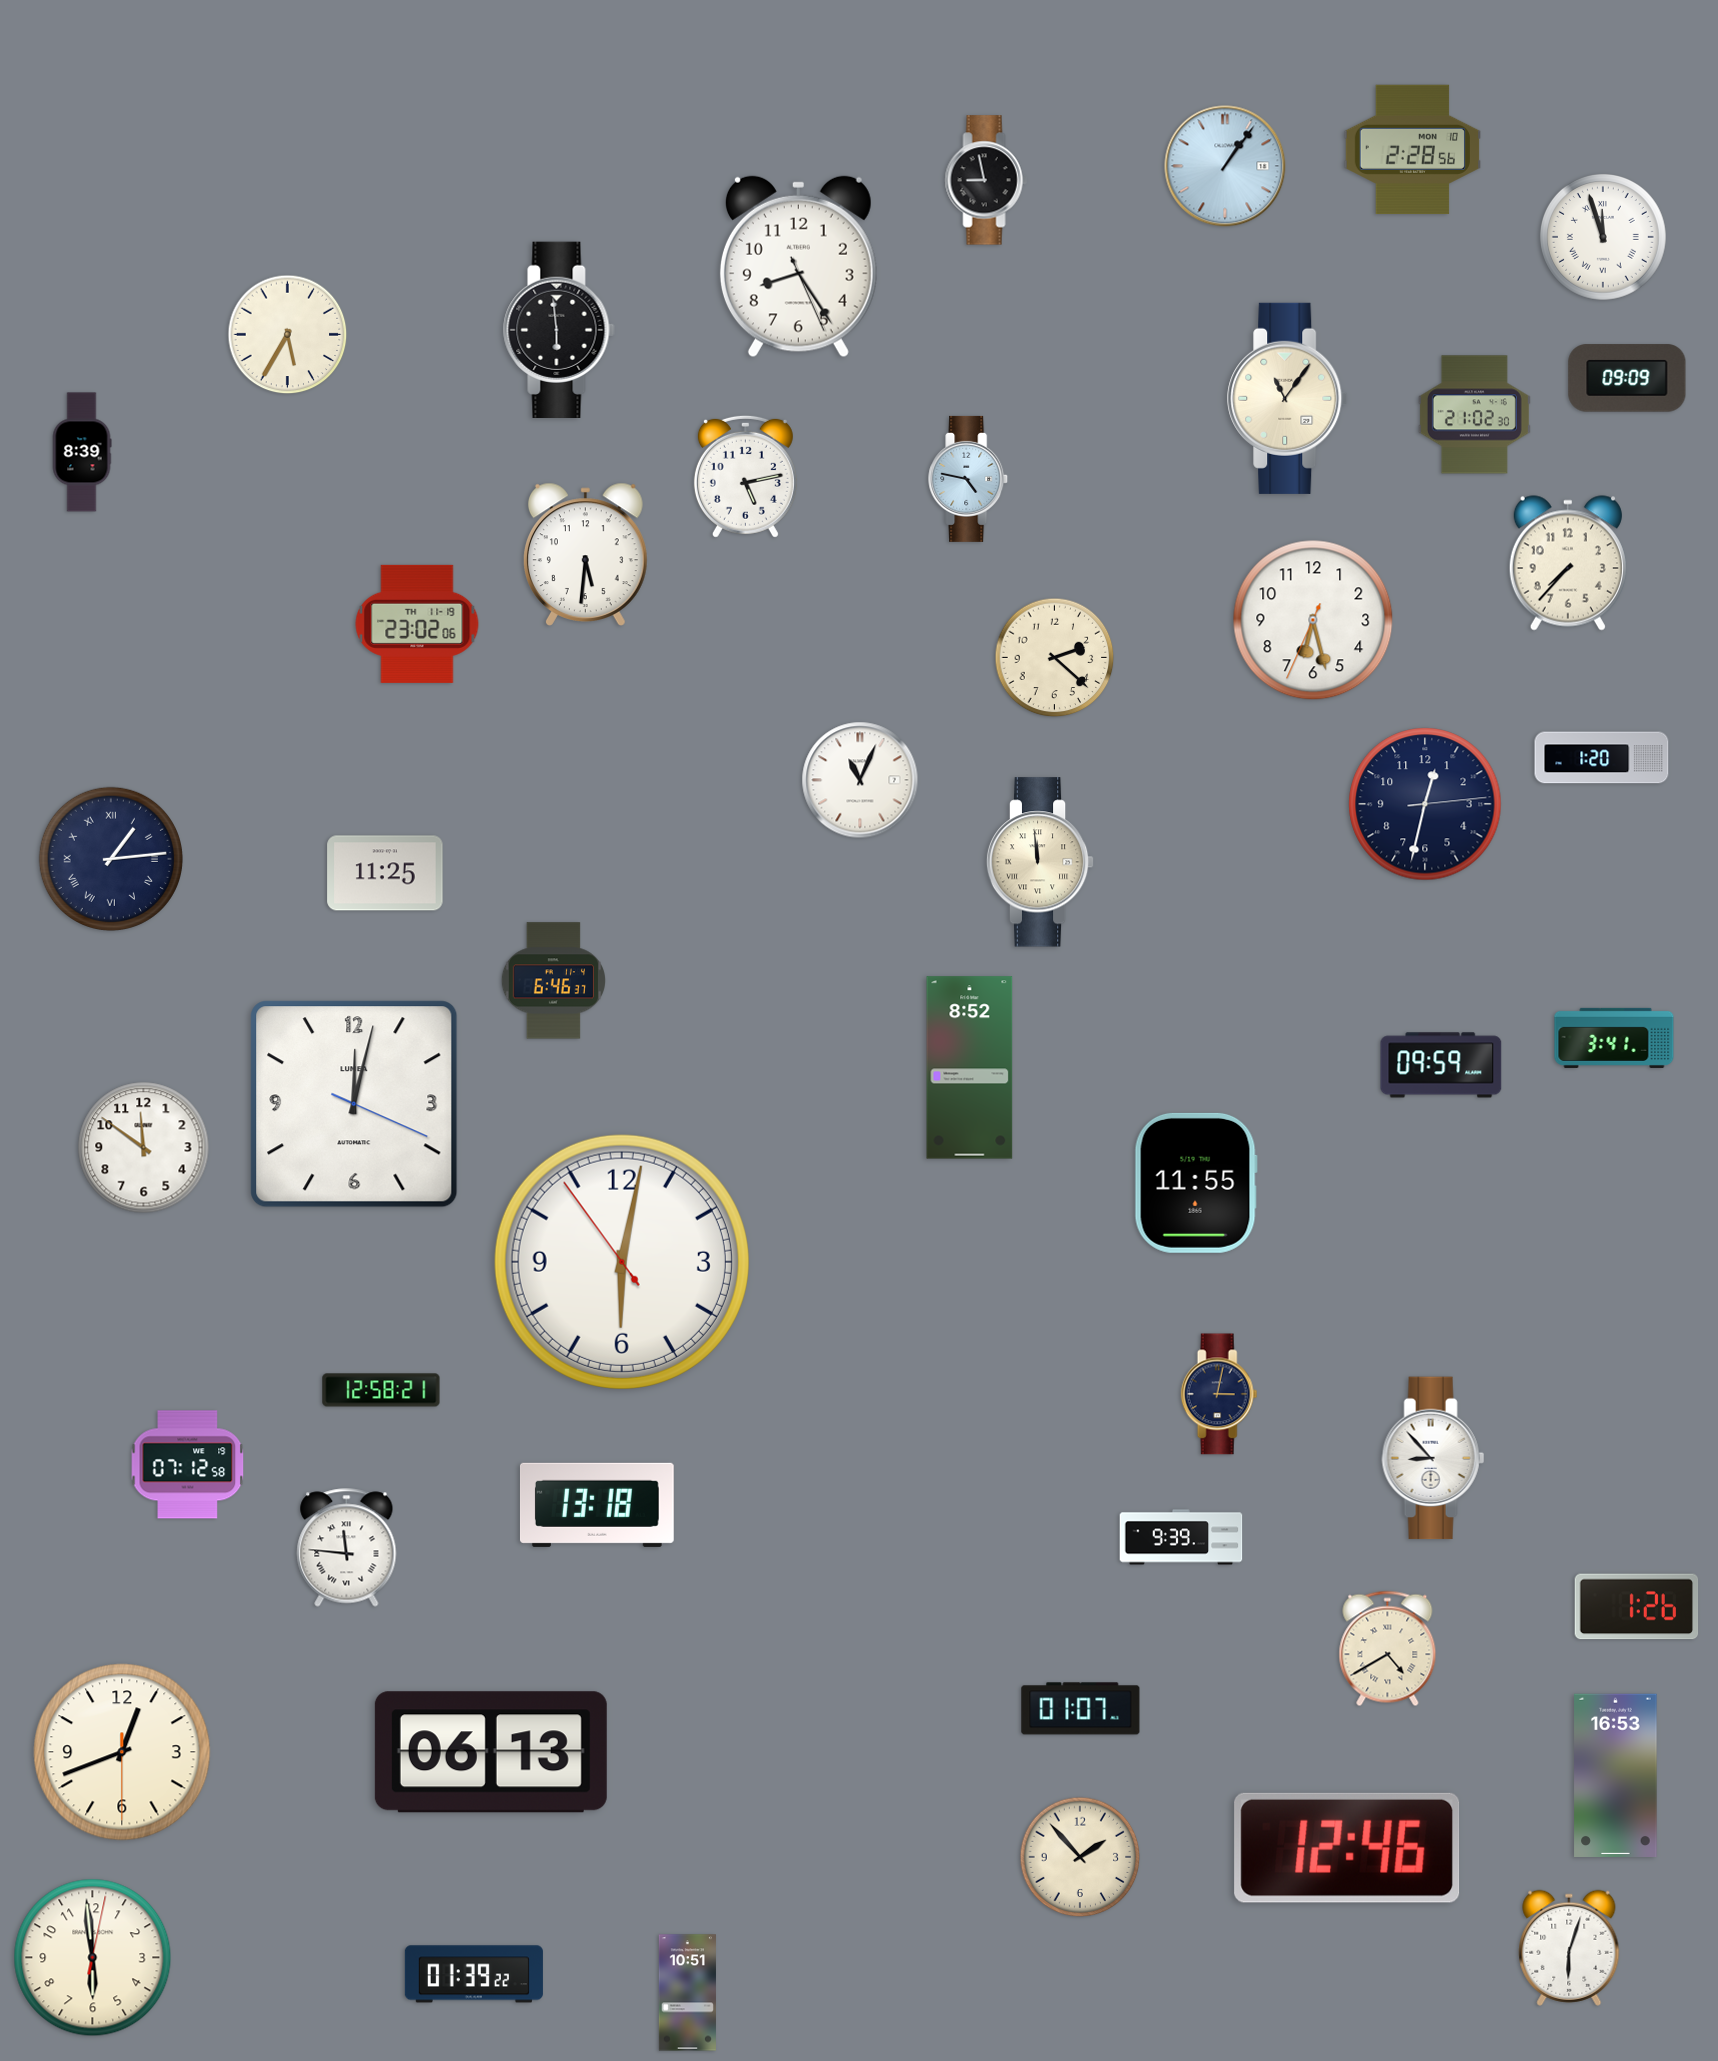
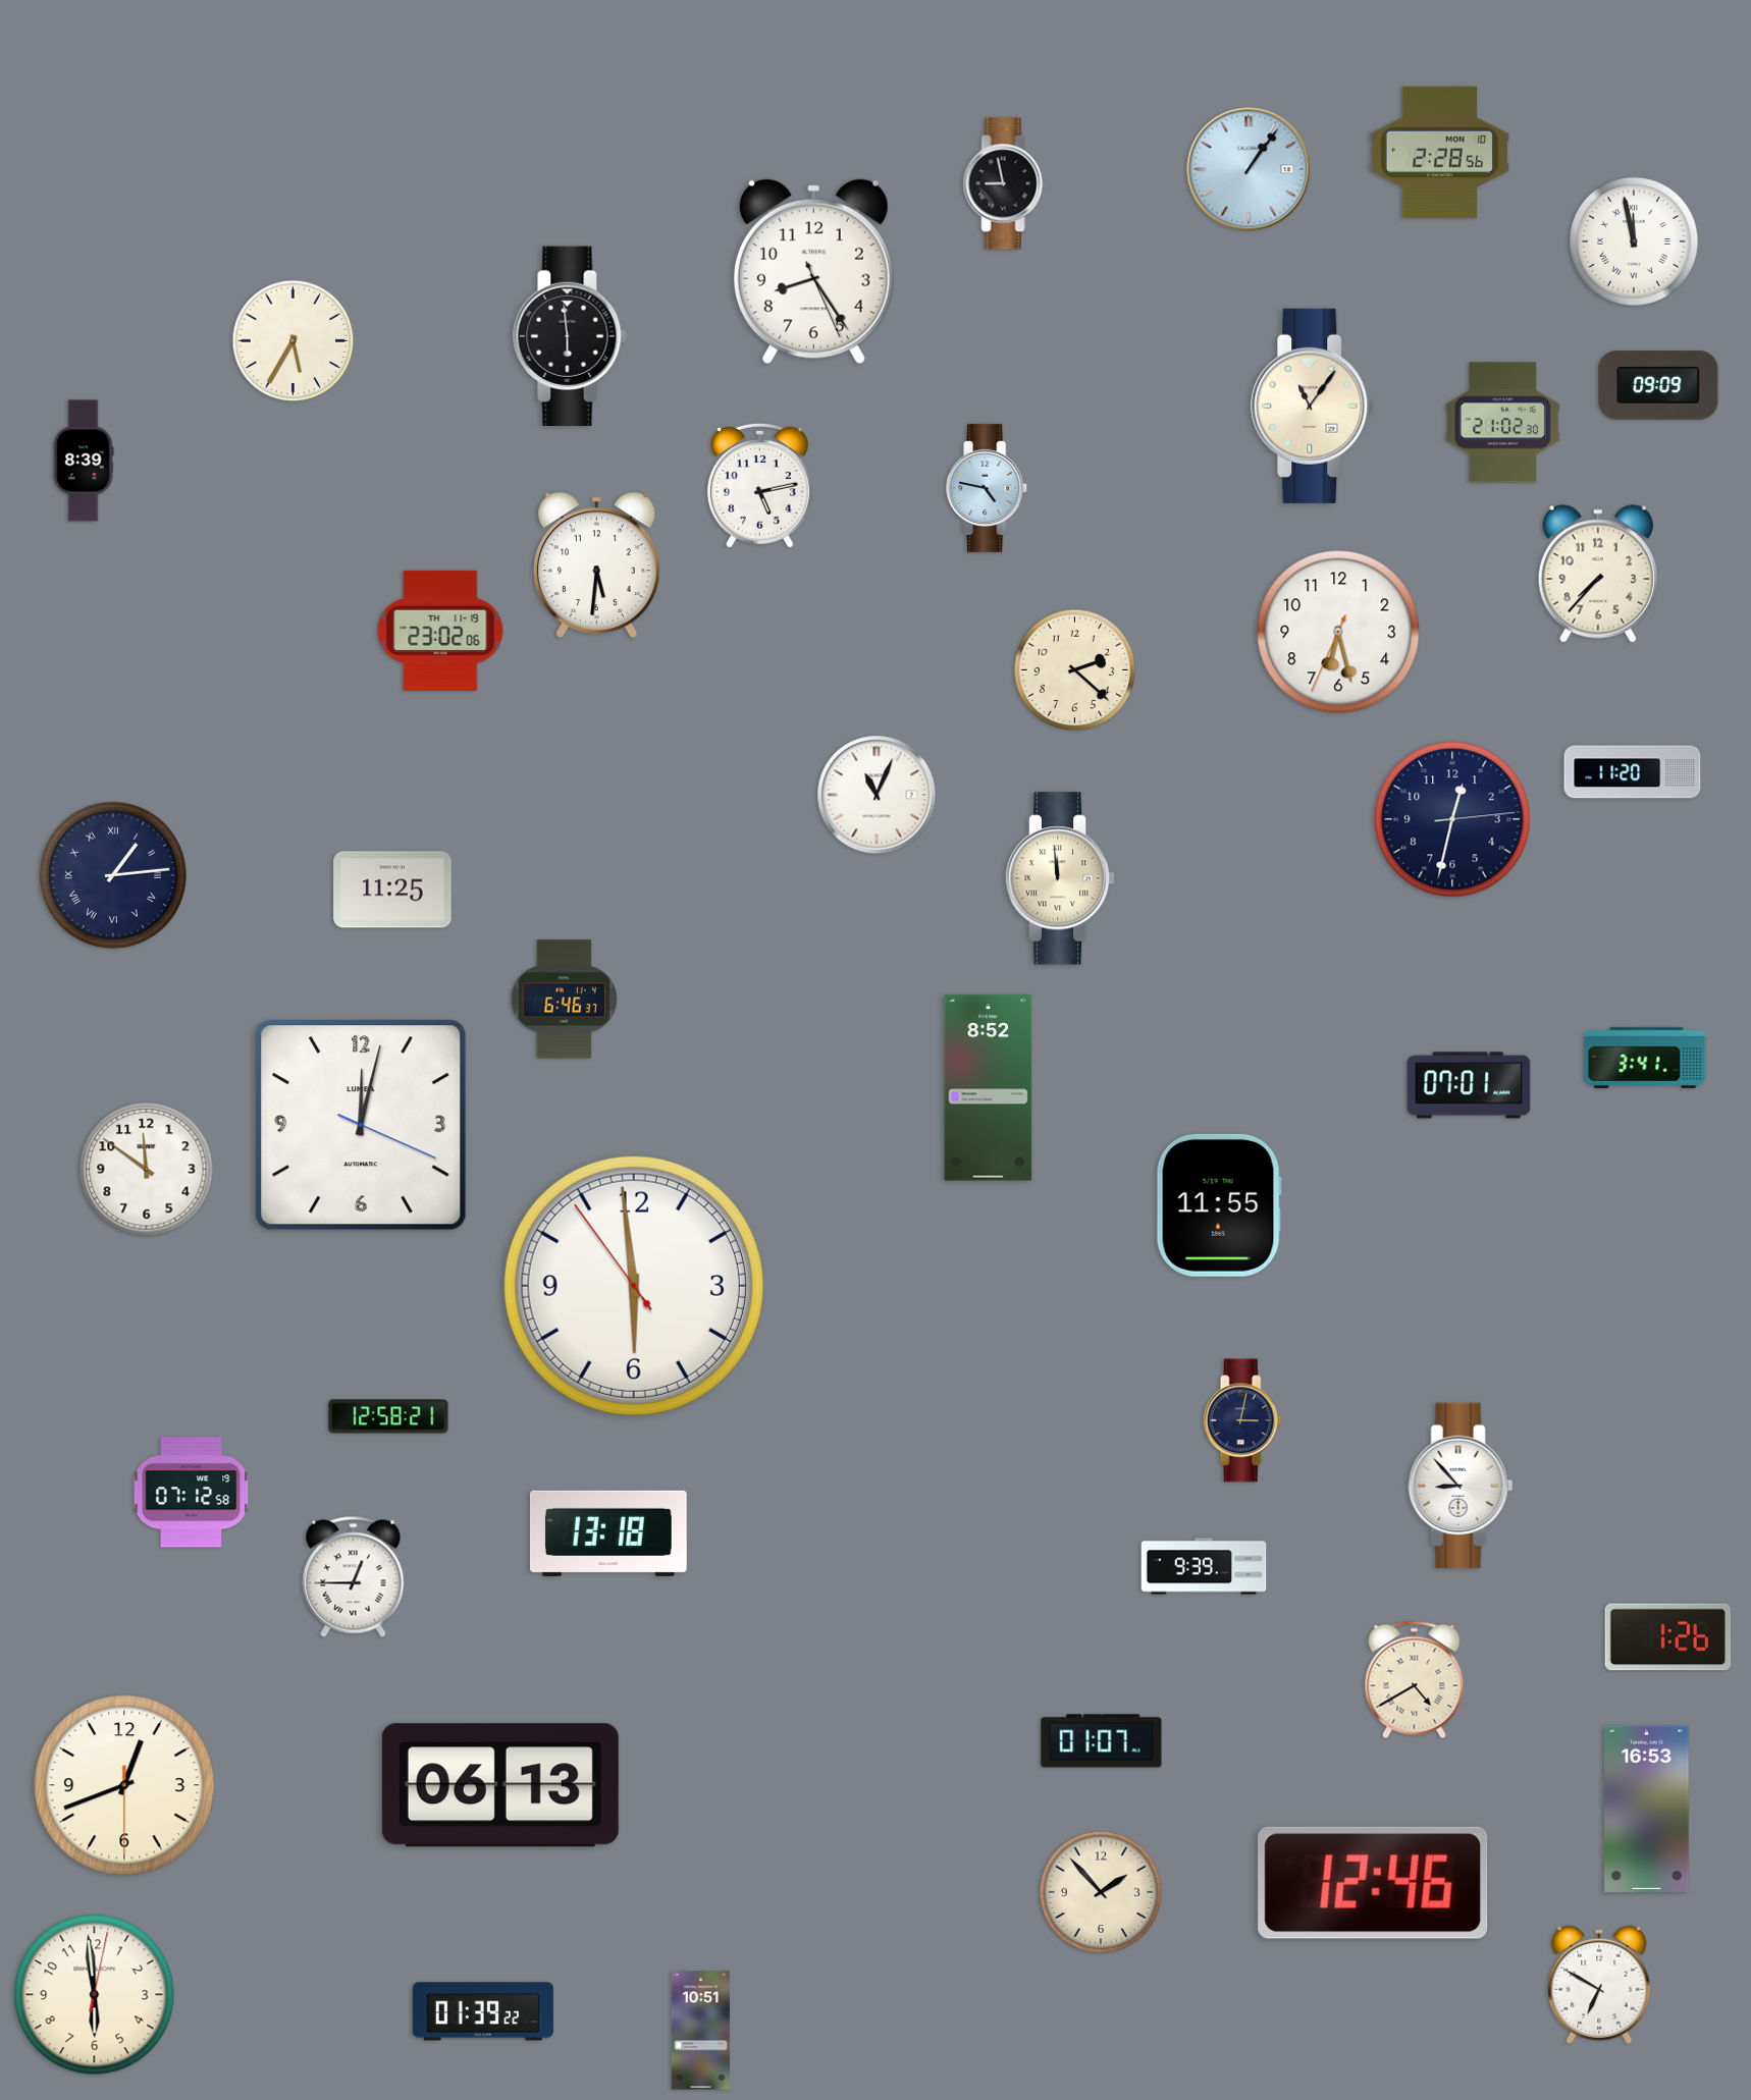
clock at (1603, 237): 11:57 -> 11:58
clock at (417, 624) position: (417, 624) -> (440, 631)
clock at (1602, 758): 1:20 -> 11:20
clock at (1441, 1065): 09:59 -> 07:01
clock at (622, 1262): 6:01 -> 5:58
clock at (347, 1548): 11:46 -> 12:45
clock at (1569, 1948): 6:03 -> 6:50
